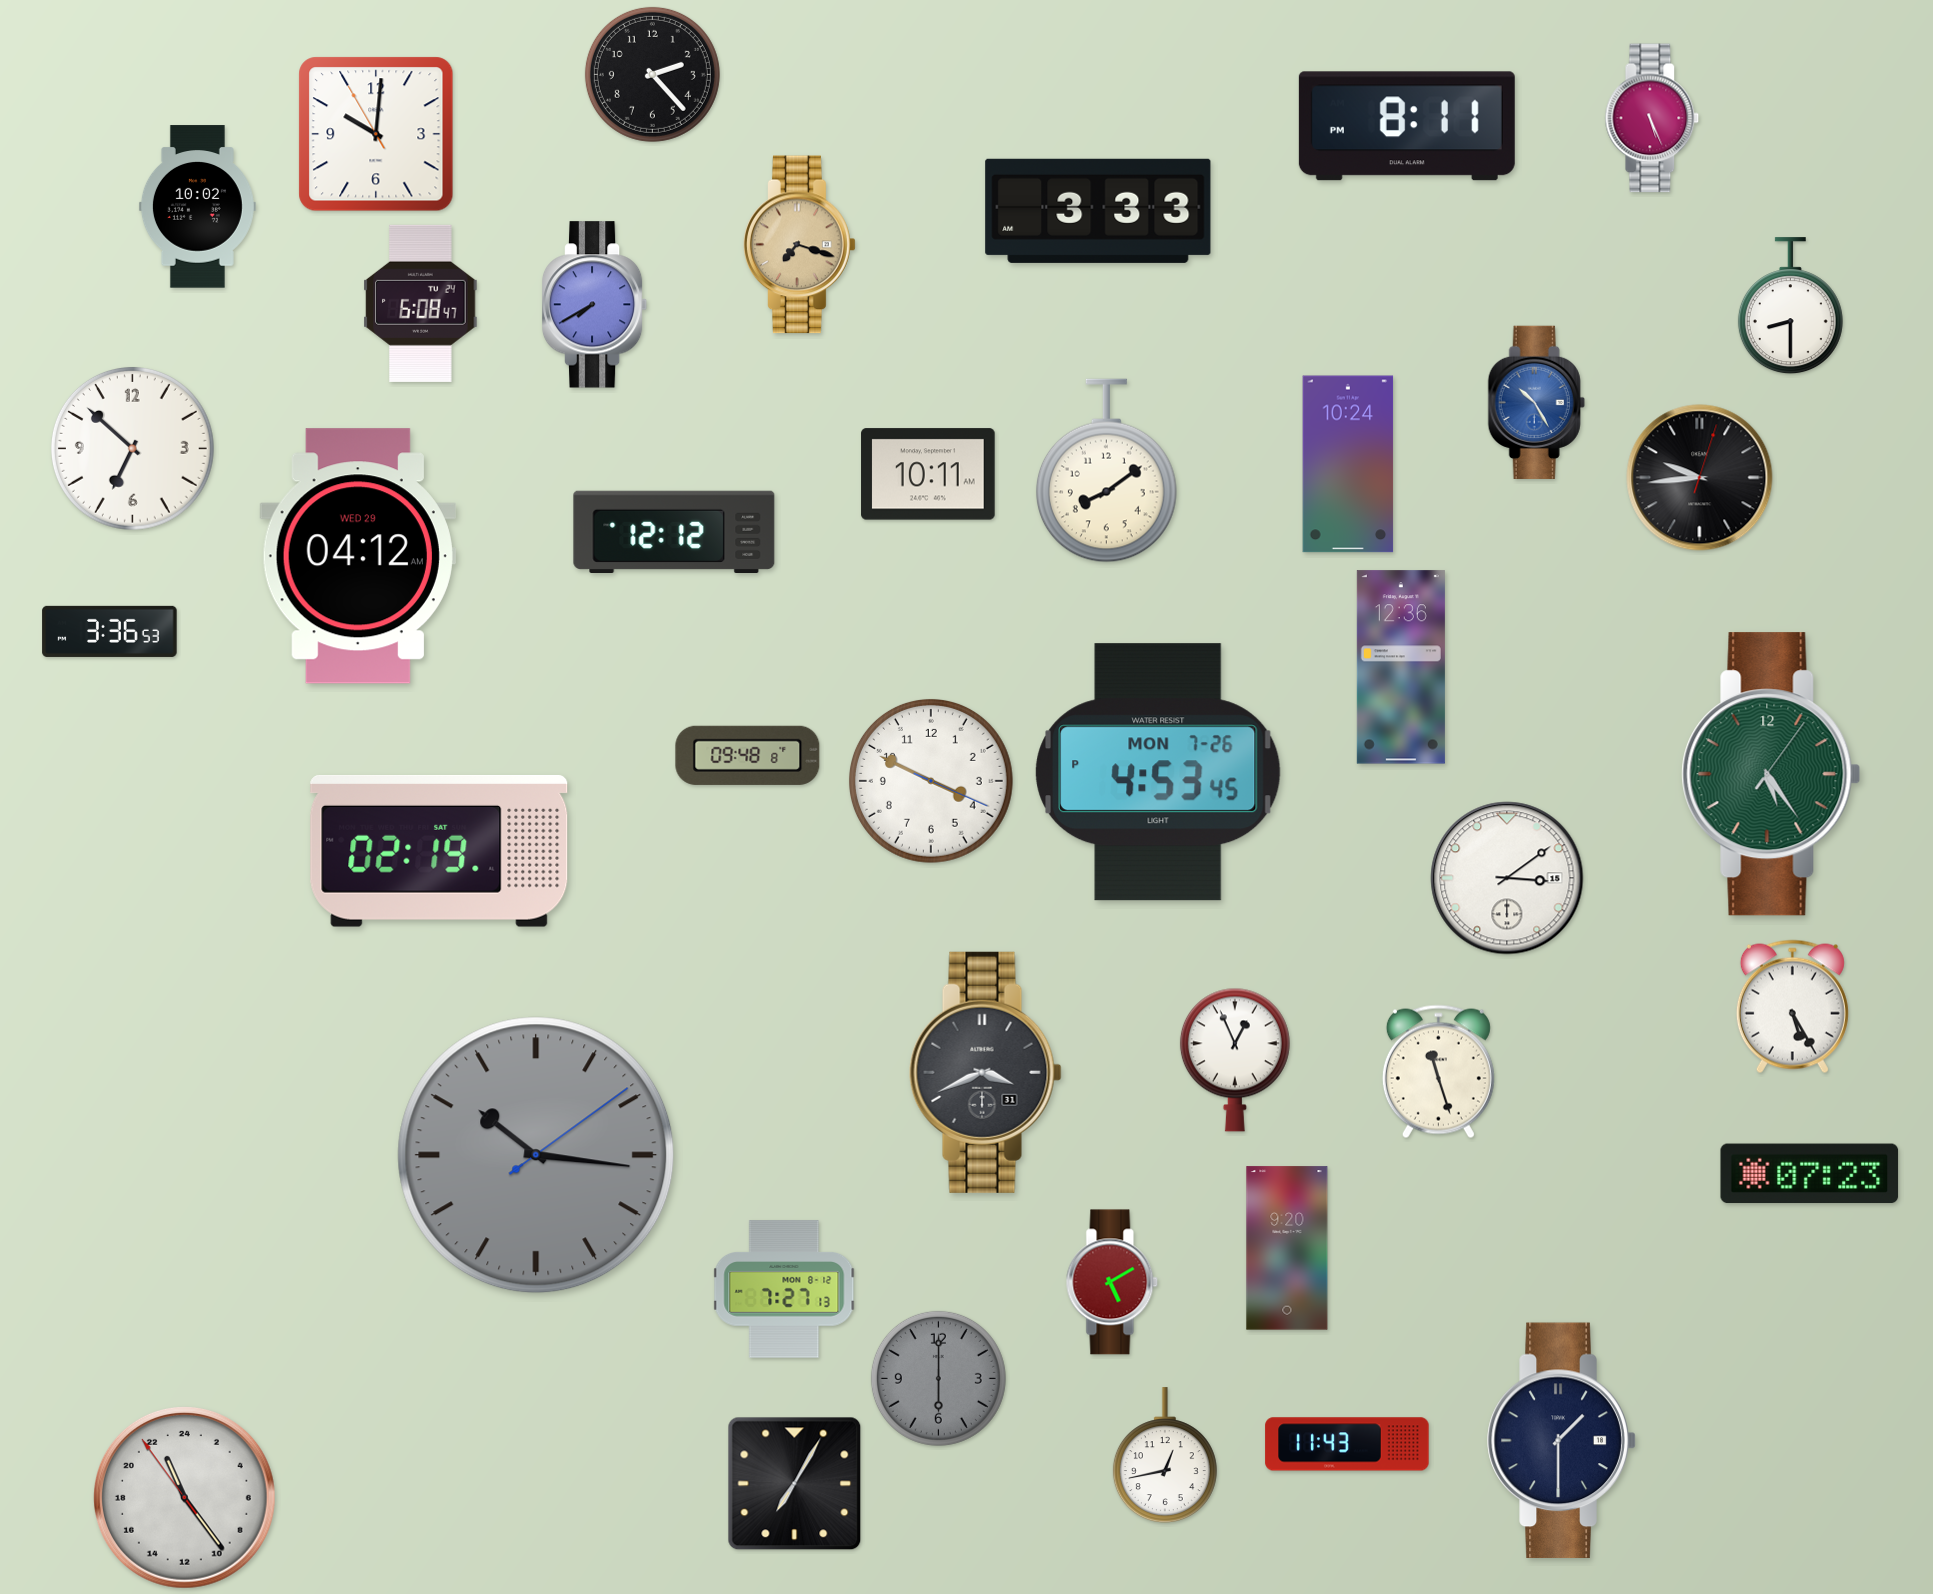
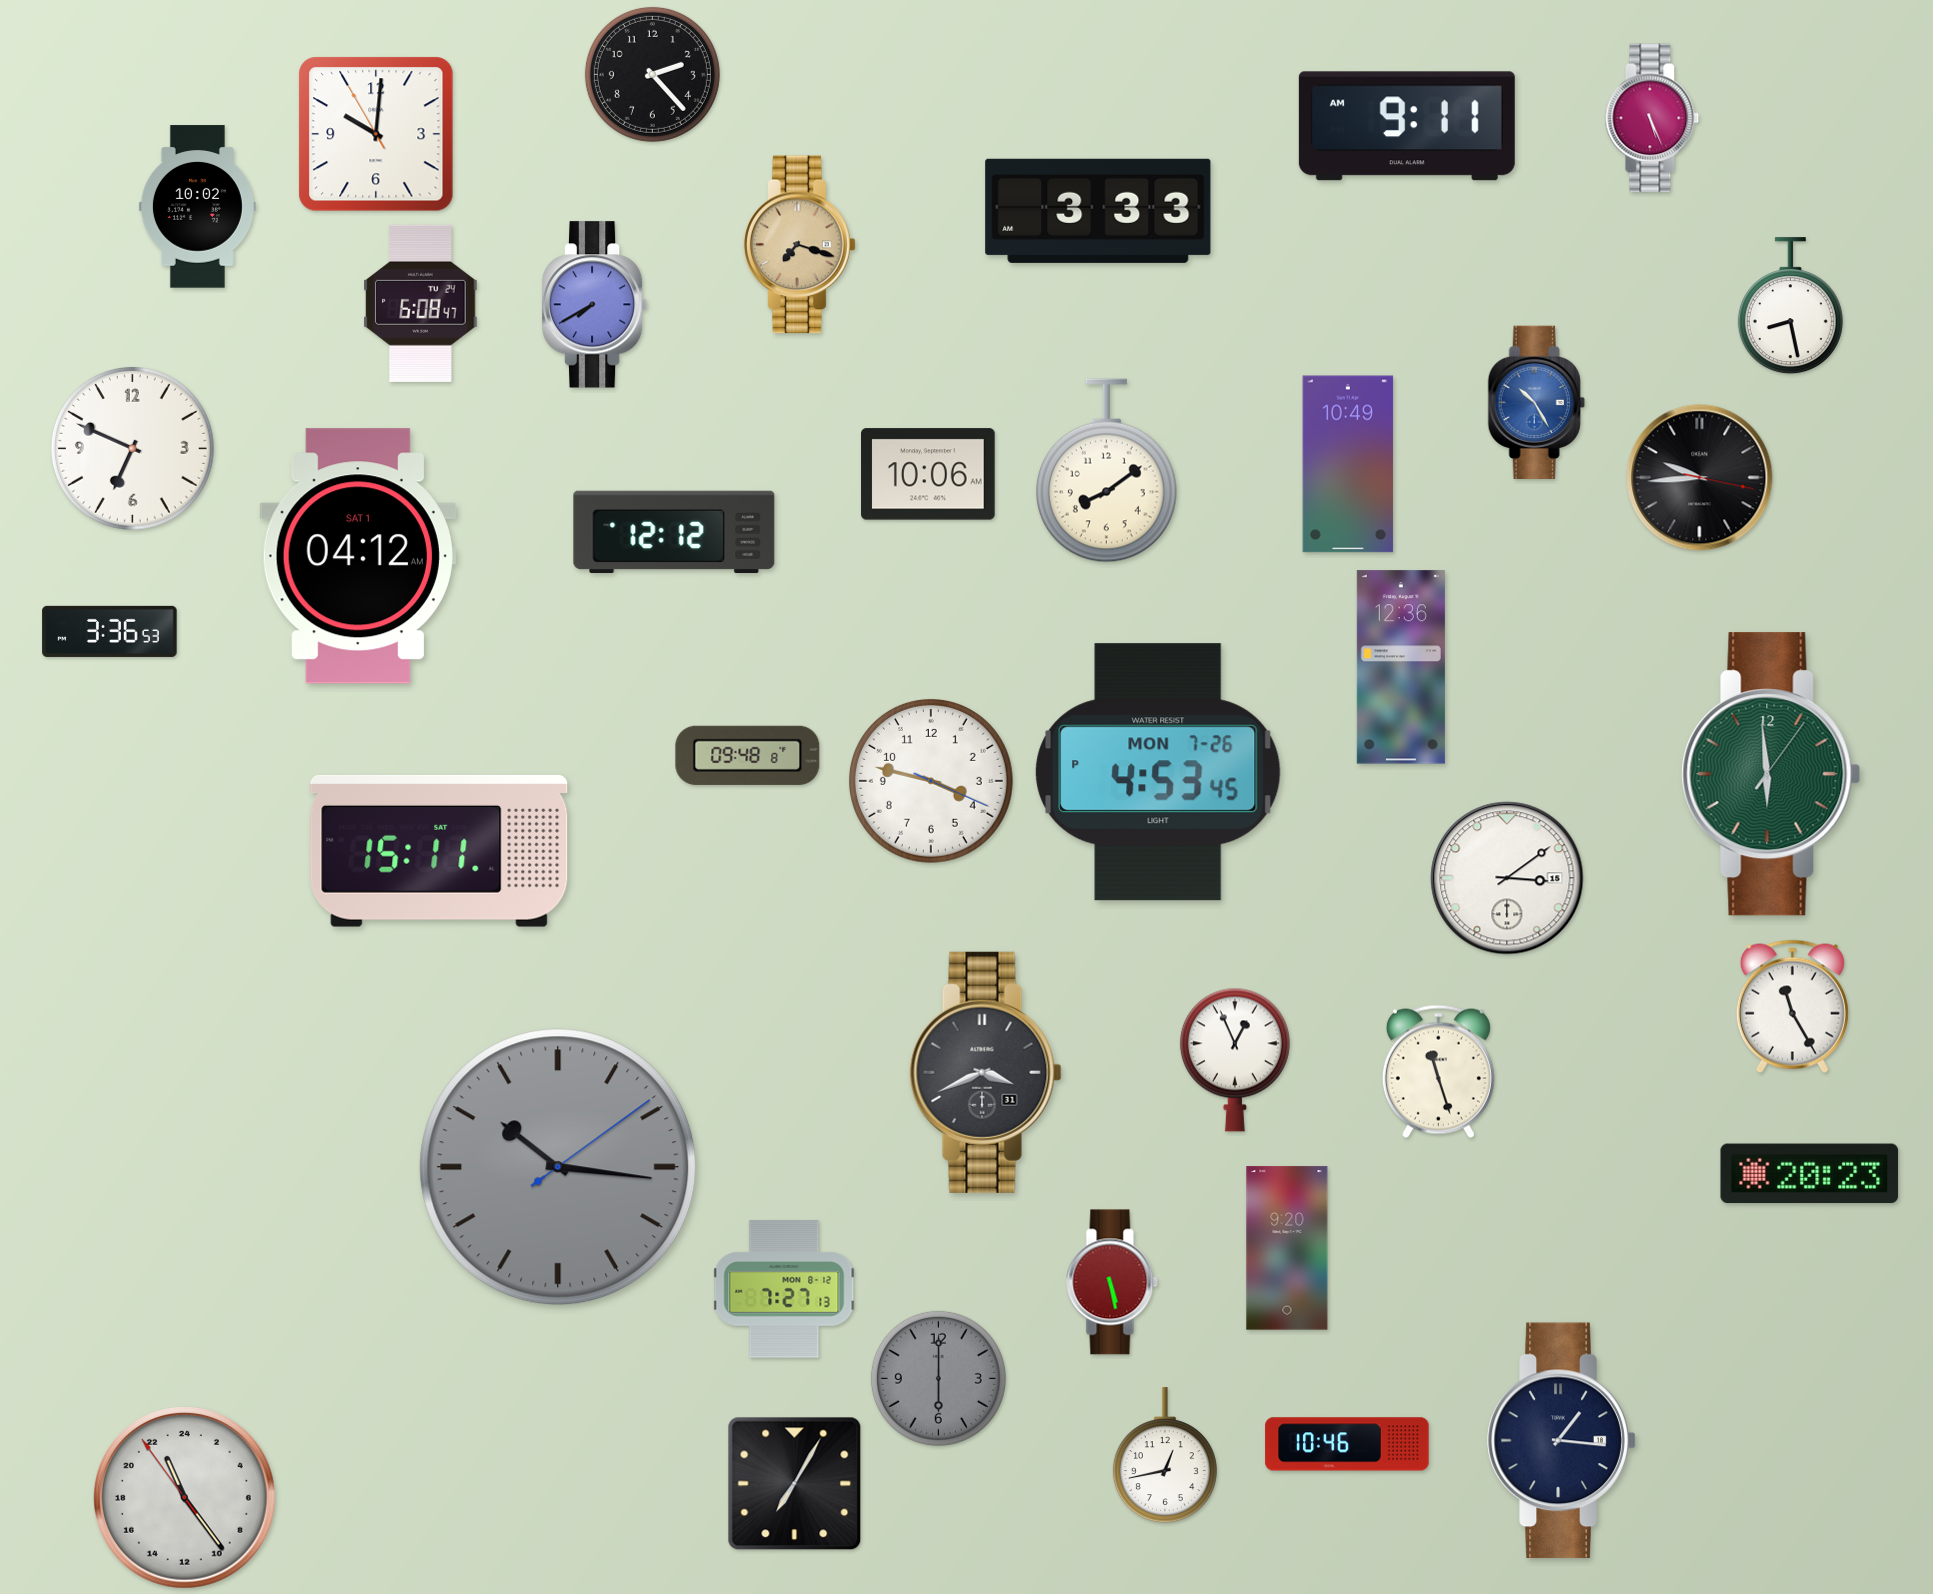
clock at (1407, 126): 8:11 -> 9:11
clock at (1790, 306): 8:30 -> 8:28
clock at (132, 448): 6:52 -> 6:49
clock at (1348, 464): 10:24 -> 10:49
clock at (928, 474): 10:11 -> 10:06
clock at (1700, 478): 9:44:03 -> 9:44:17
clock at (358, 556) date: WED 29 -> SAT 1
clock at (1771, 774): 5:24 -> 5:59
clock at (931, 781): 3:49 -> 3:47
clock at (439, 851): 02:19 -> 15:11
clock at (1792, 1007): 5:25 -> 11:25
clock at (536, 1155) position: (536, 1155) -> (558, 1167)
clock at (1810, 1174): 07:23 -> 20:23
clock at (1112, 1282): 5:10 -> 5:28
clock at (1562, 1441): 1:30 -> 1:16
clock at (1347, 1444): 11:43 -> 10:46
